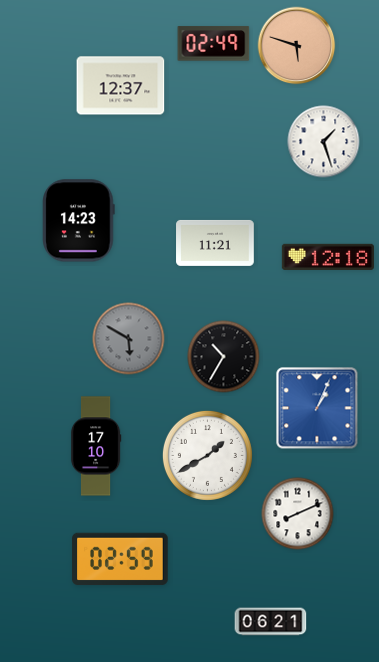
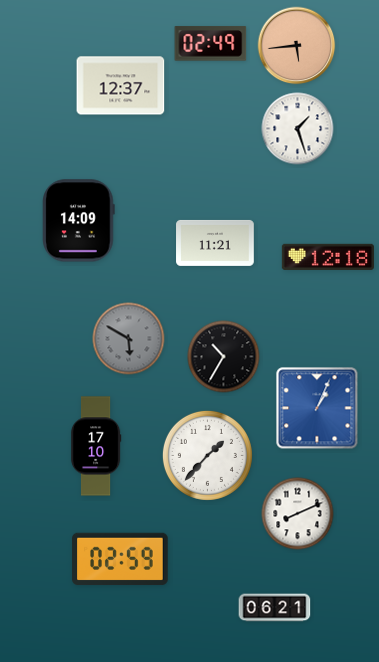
clock at (214, 44) position: (214, 44) -> (211, 44)
clock at (297, 46): 5:48 -> 5:44
clock at (324, 142) position: (324, 142) -> (298, 129)
clock at (79, 221): 14:23 -> 14:09
clock at (207, 455): 1:40 -> 1:37
clock at (271, 622) position: (271, 622) -> (275, 608)
